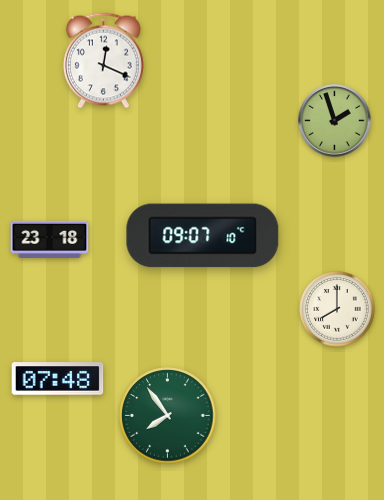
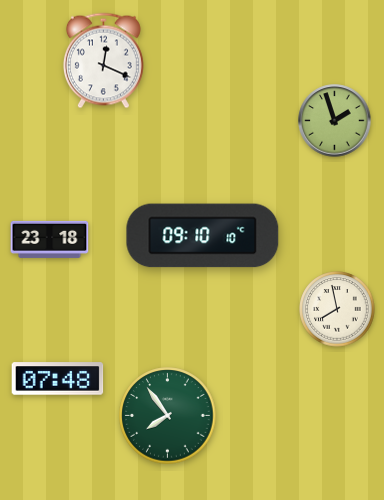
clock at (203, 236): 09:07 -> 09:10
clock at (337, 309): 8:00 -> 7:58
